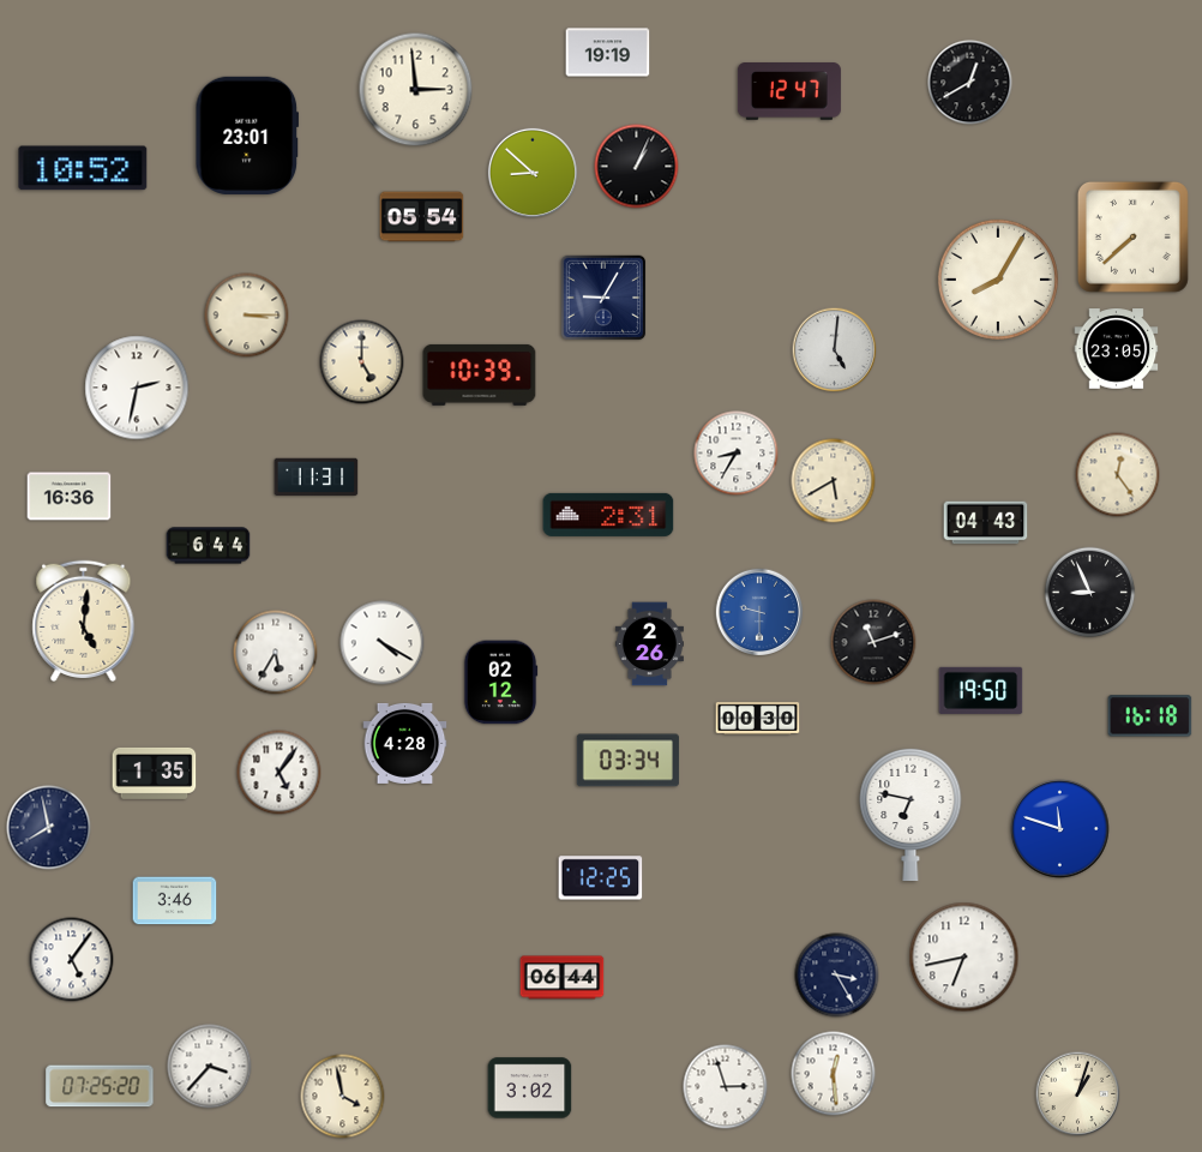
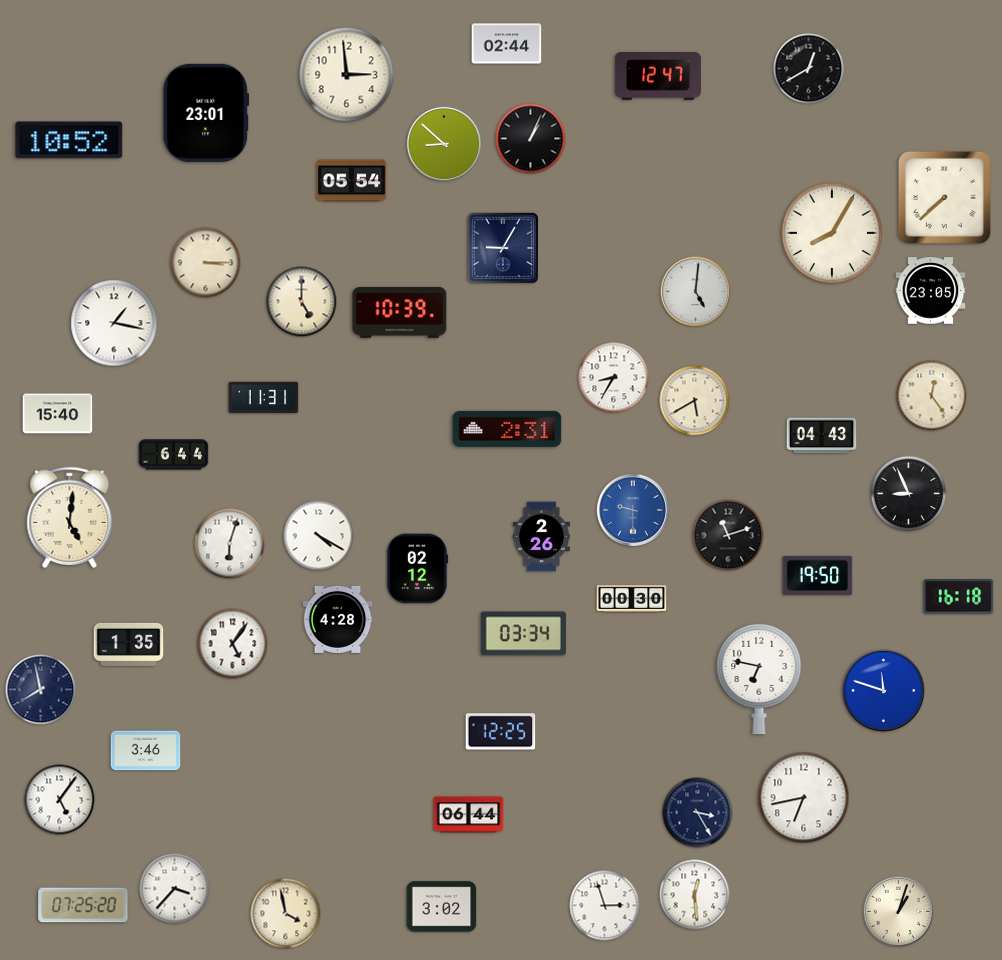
clock at (608, 53): 19:19 -> 02:44
clock at (137, 388): 2:32 -> 1:17
clock at (70, 497): 16:36 -> 15:40
clock at (276, 653): 5:35 -> 6:03
